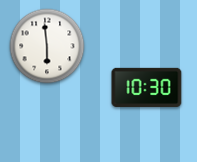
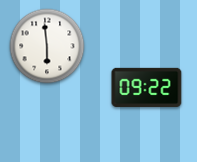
clock at (147, 87): 10:30 -> 09:22
